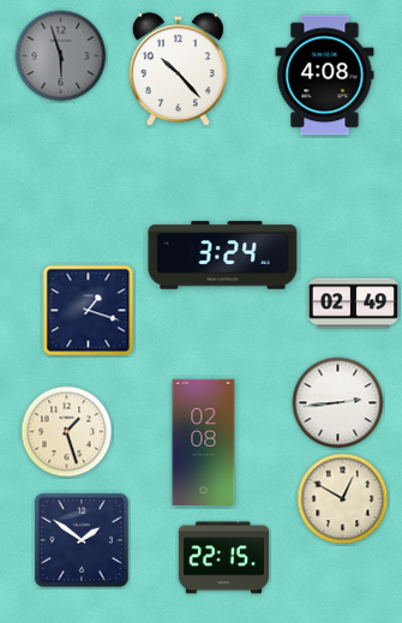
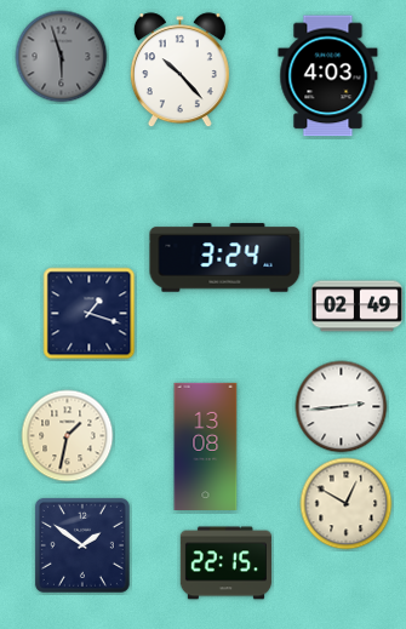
clock at (325, 76): 4:08 -> 4:03
clock at (67, 432): 1:27 -> 1:32
clock at (204, 442): 02:08 -> 13:08
